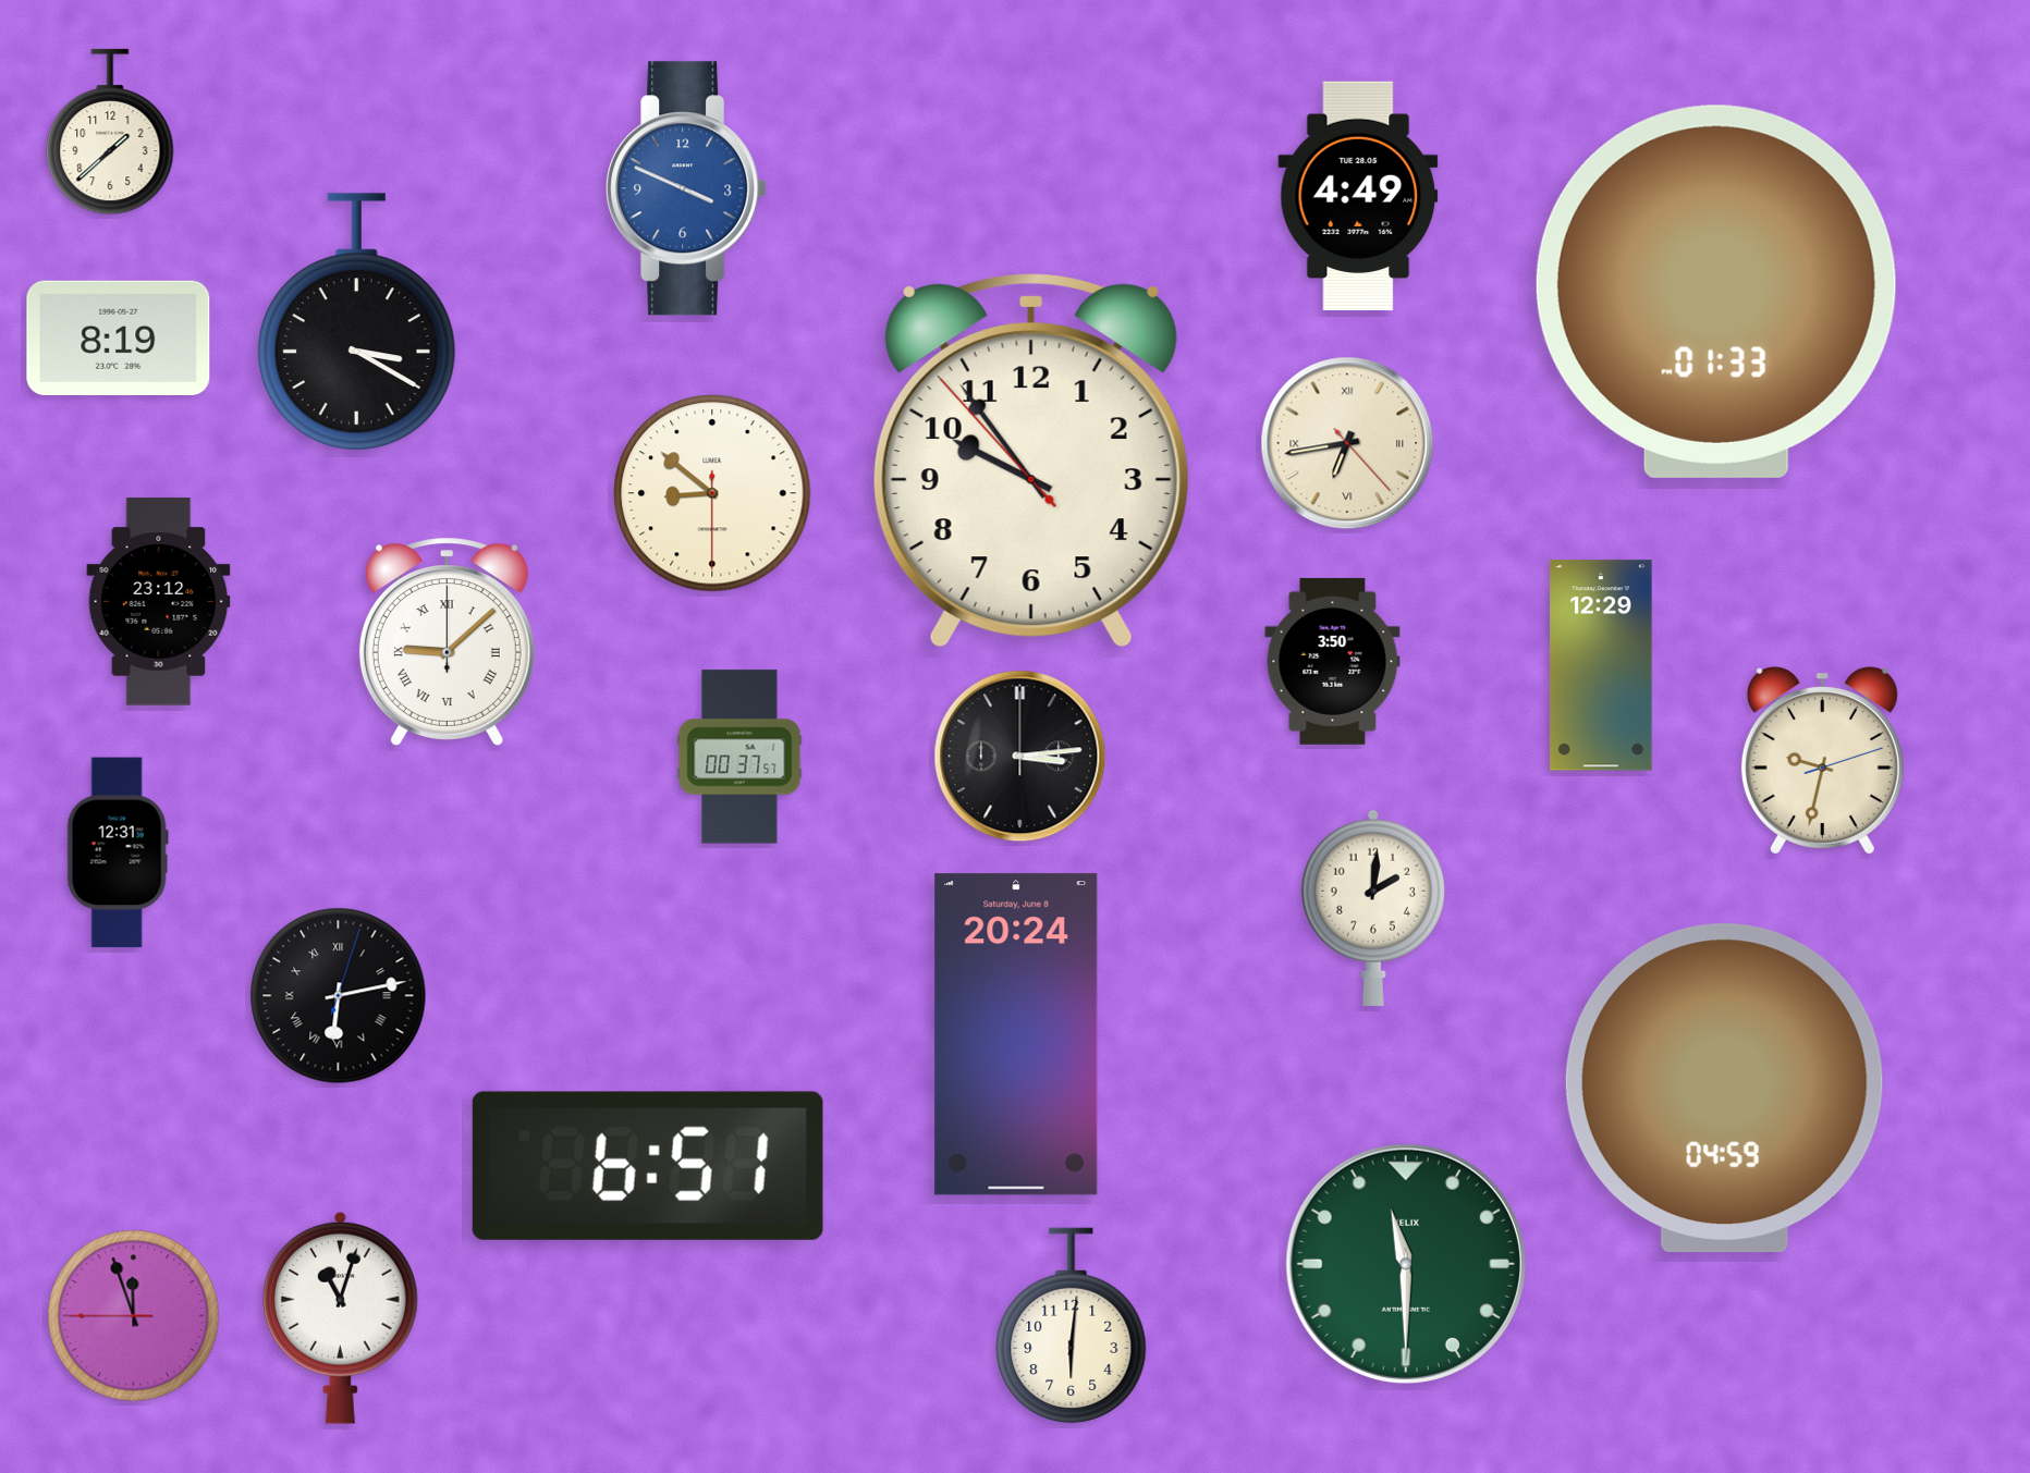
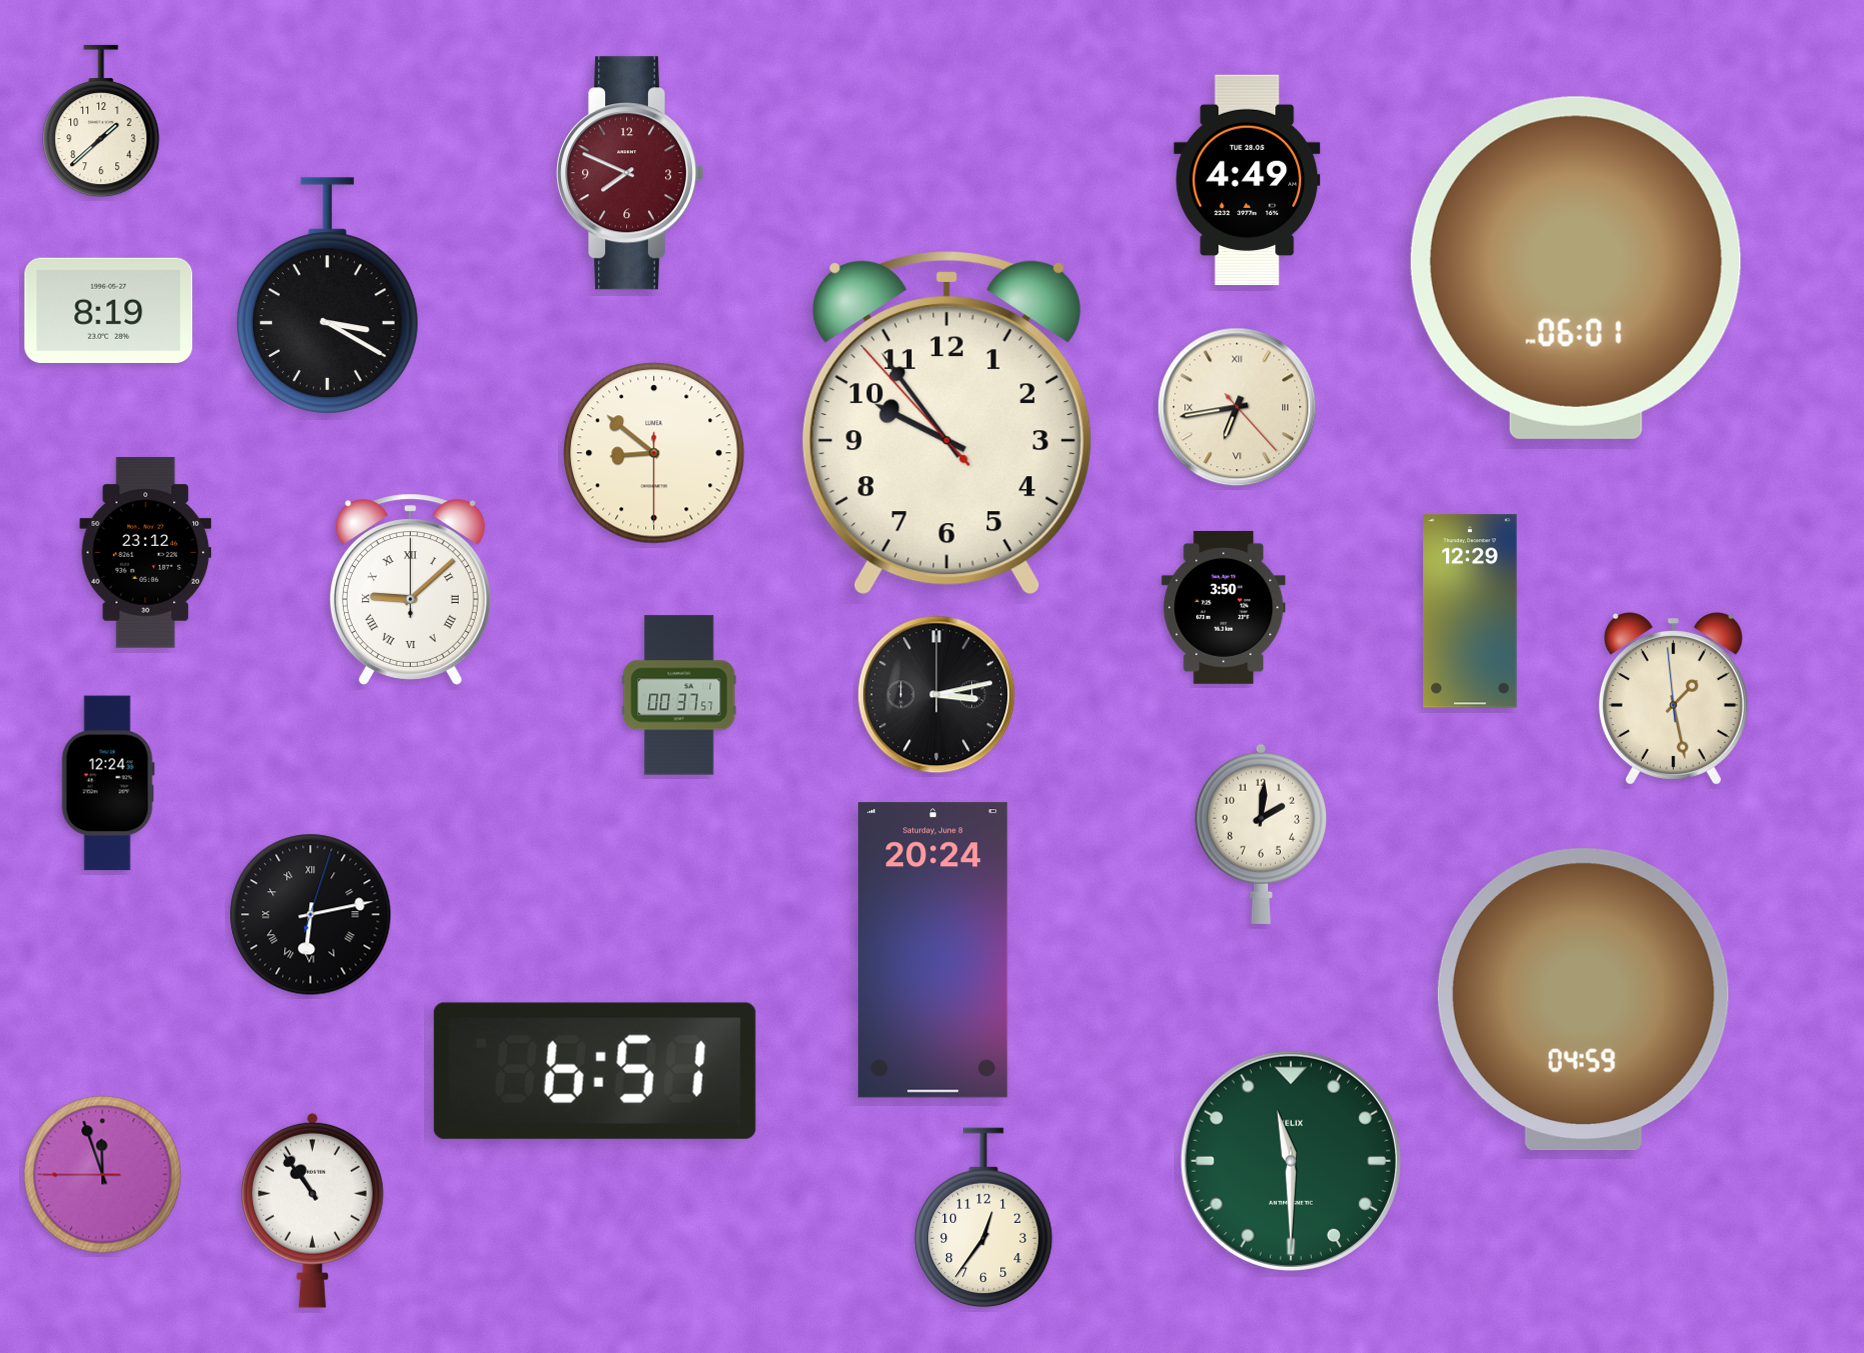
clock at (686, 188): 3:49 -> 7:49
clock at (686, 188) dial: blue -> burgundy
clock at (1716, 292): 01:33 -> 06:01
clock at (1020, 757): 3:14 -> 3:13
clock at (1822, 761): 9:32 -> 1:27
clock at (118, 852): 12:31 -> 12:24
clock at (134, 1316) position: (134, 1316) -> (103, 1175)
clock at (340, 1317): 11:03 -> 10:54
clock at (1072, 1326): 6:01 -> 12:36
